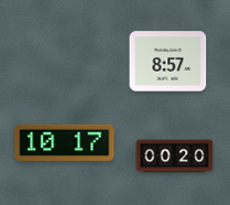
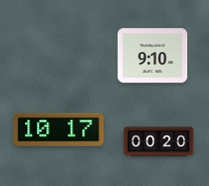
clock at (168, 62): 8:57 -> 9:10
